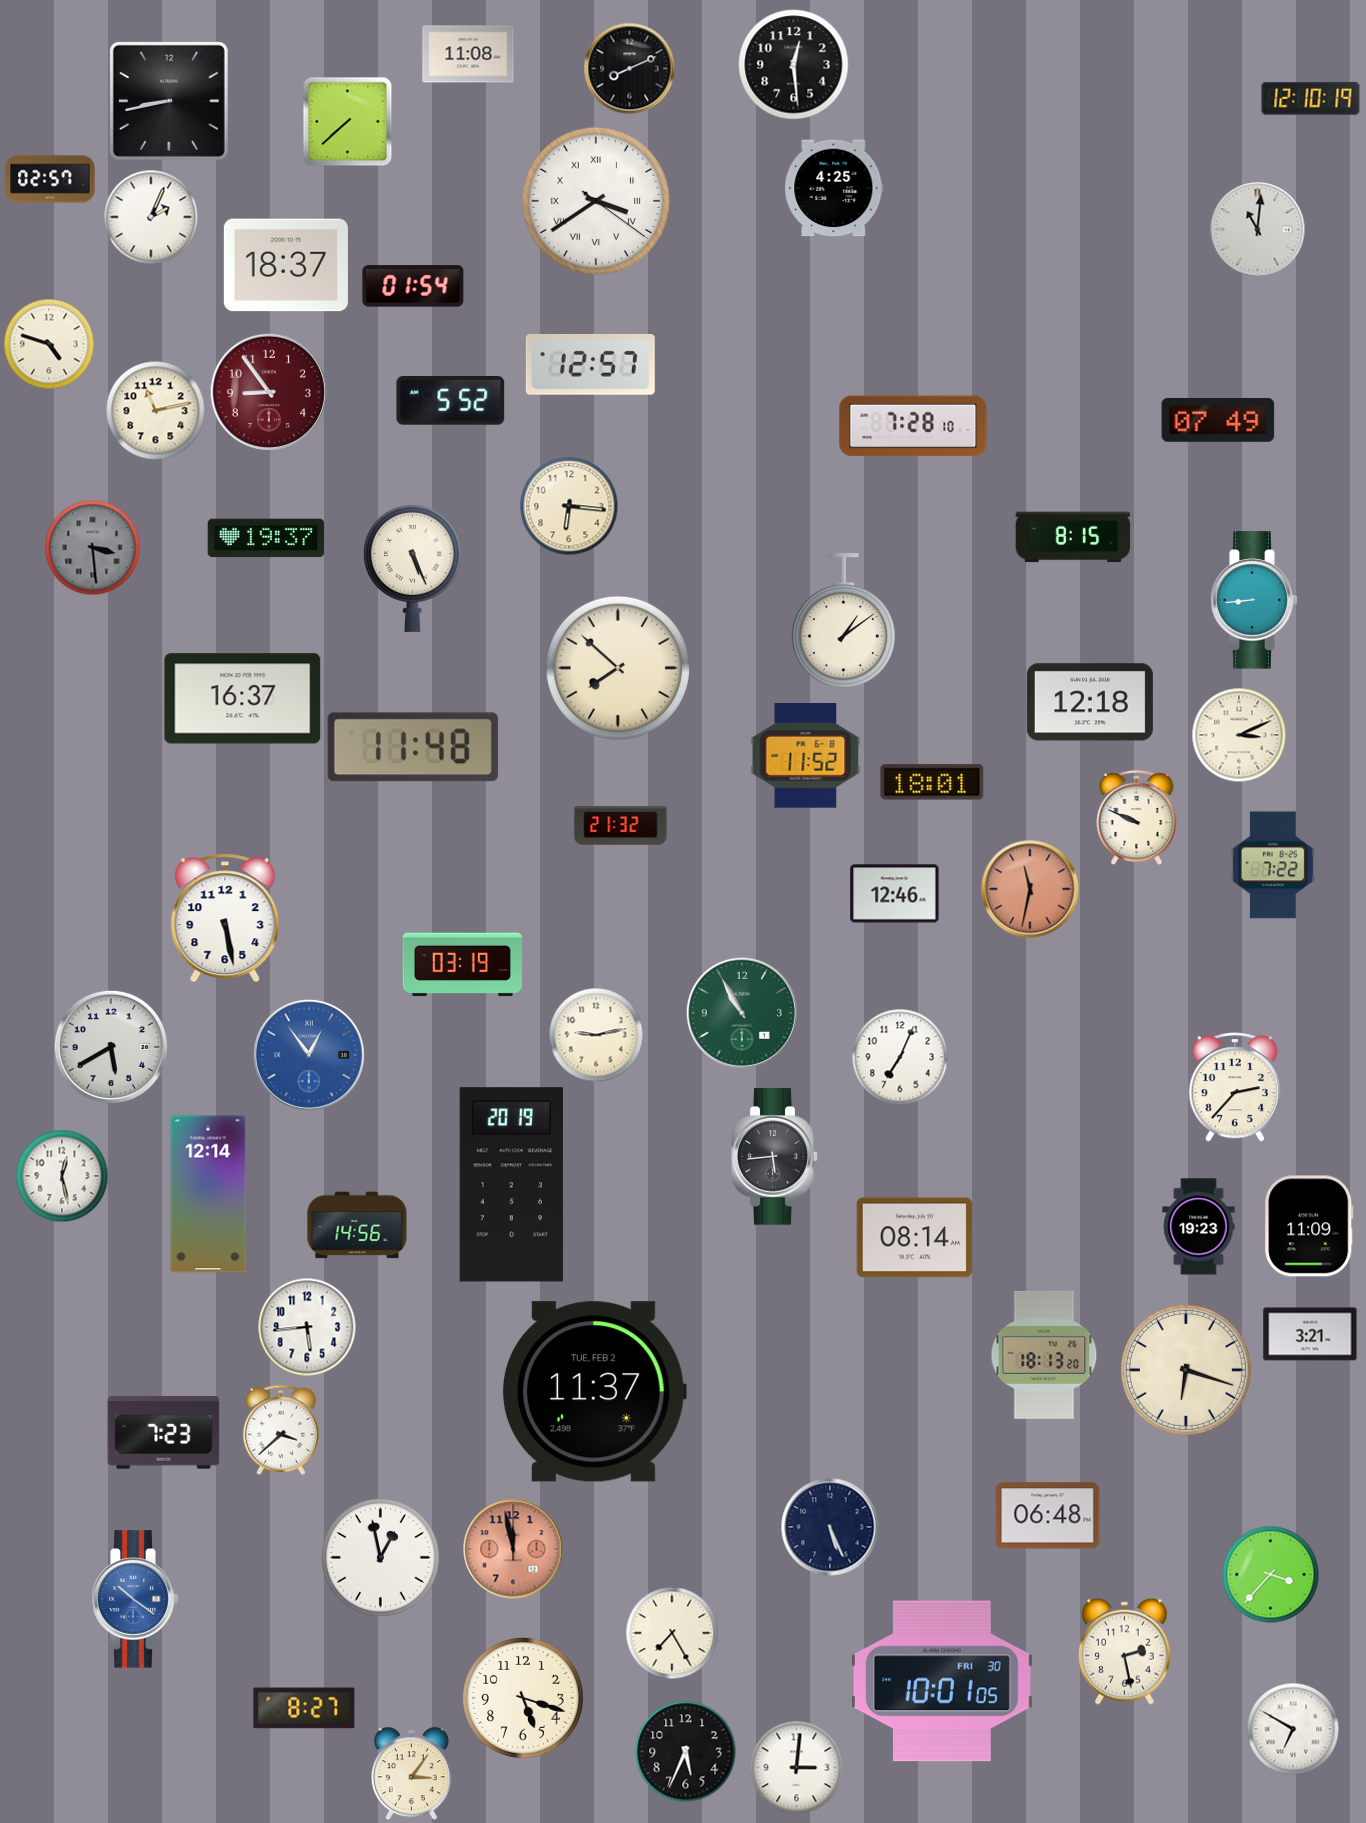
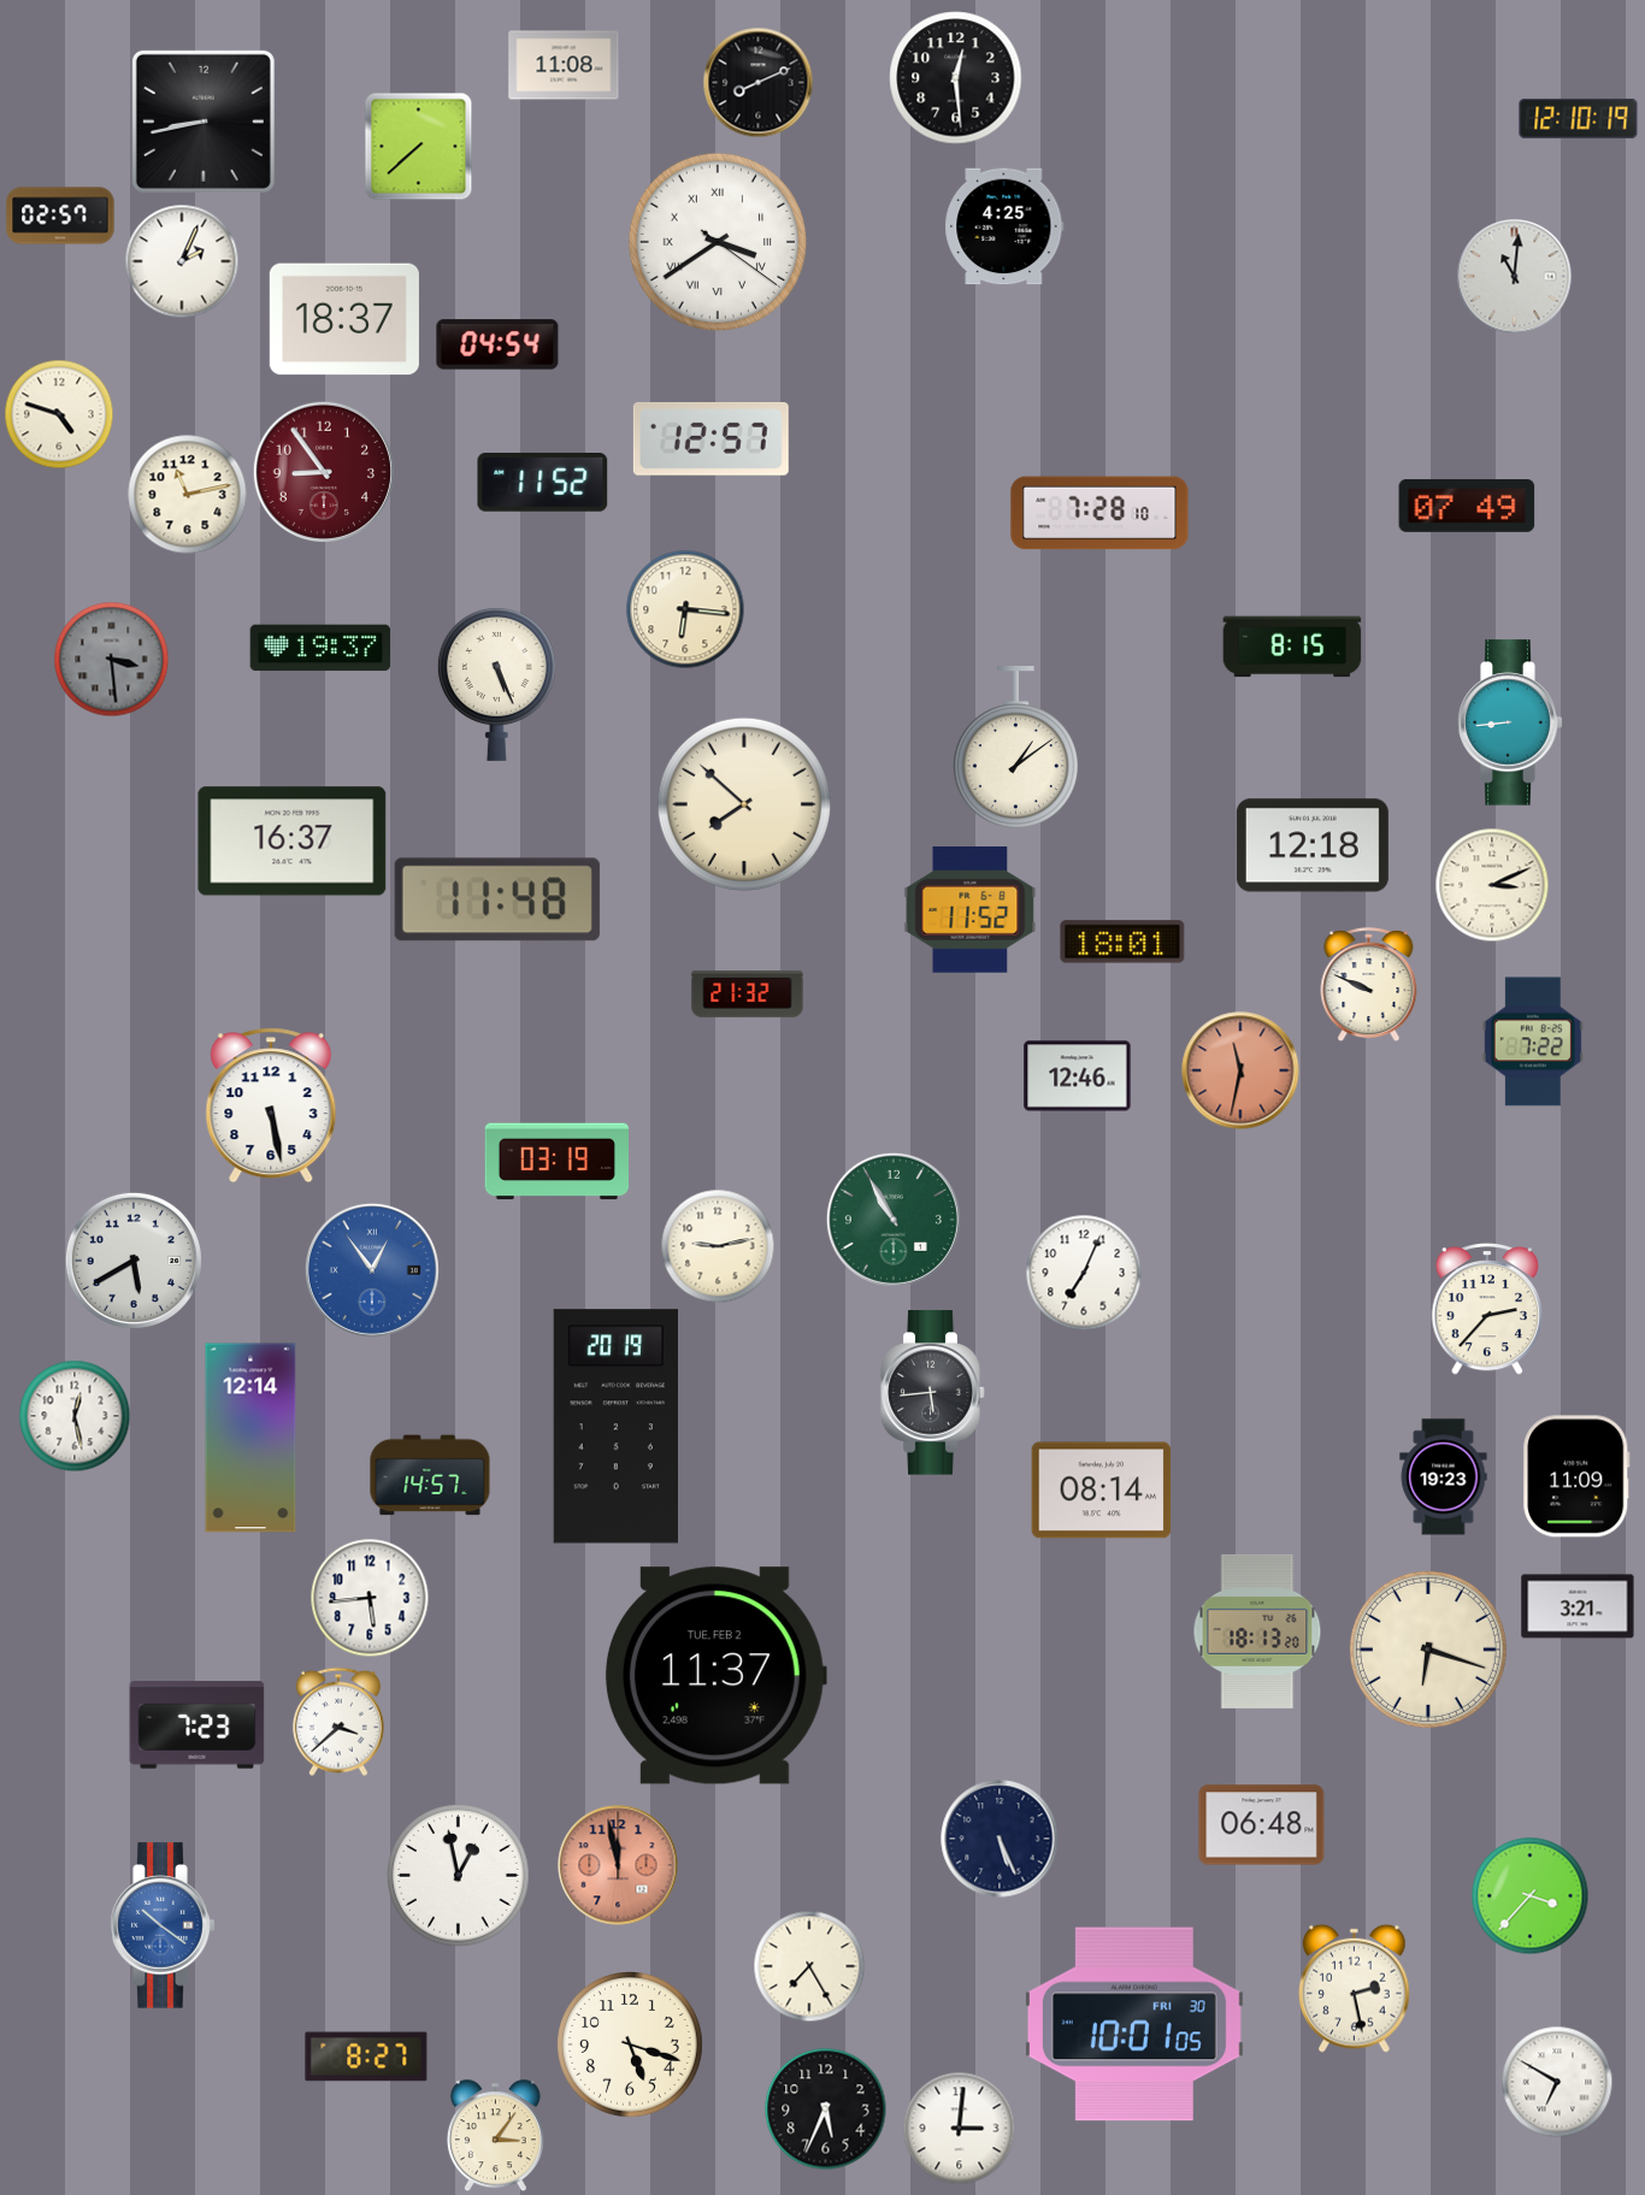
clock at (413, 286): 01:54 -> 04:54
clock at (451, 401): 5:52 -> 11:52
clock at (357, 1225): 14:56 -> 14:57
